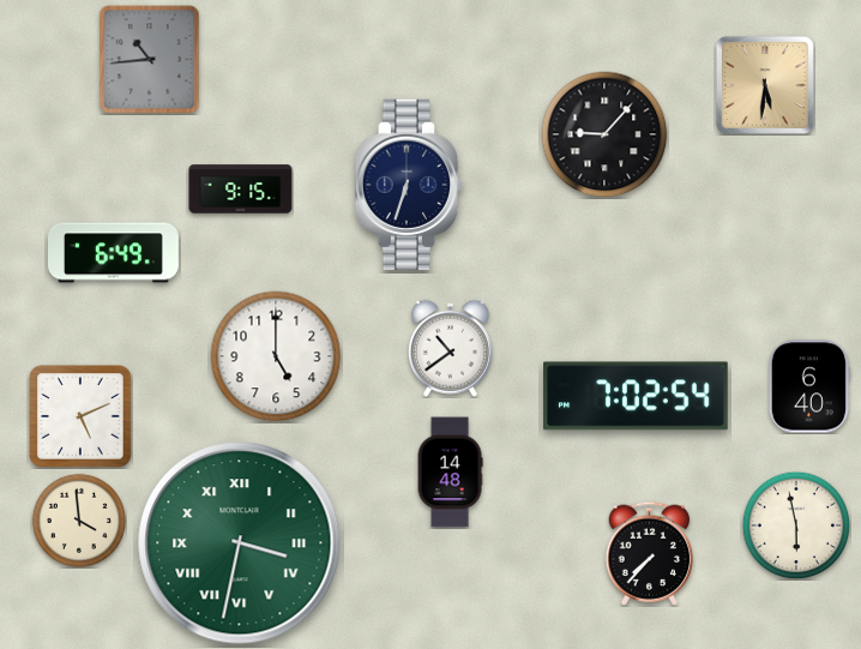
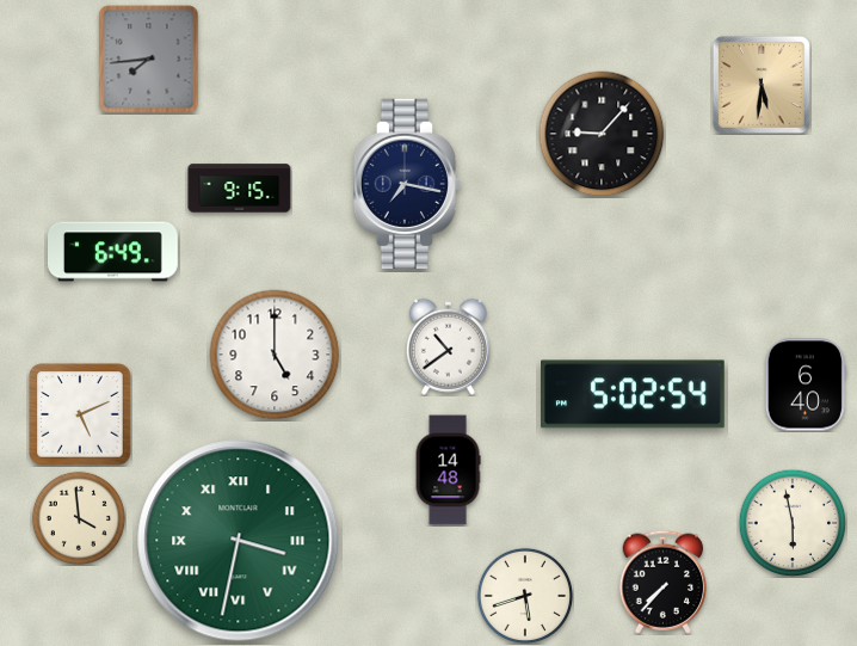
clock at (150, 60): 10:44 -> 7:44
clock at (408, 185): 6:33 -> 7:17
clock at (636, 396): 7:02 -> 5:02
clock at (650, 553) position: (650, 553) -> (664, 582)
clock at (524, 595): none -> 5:42
